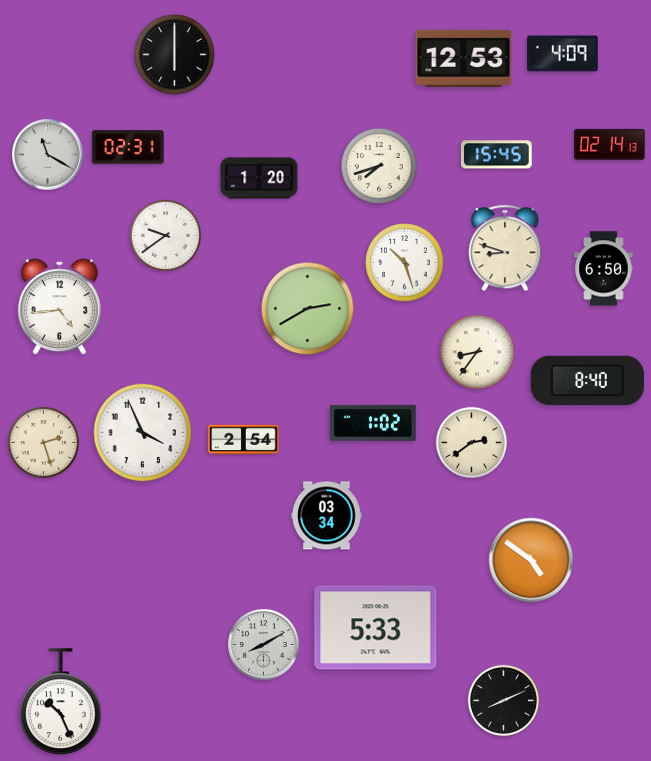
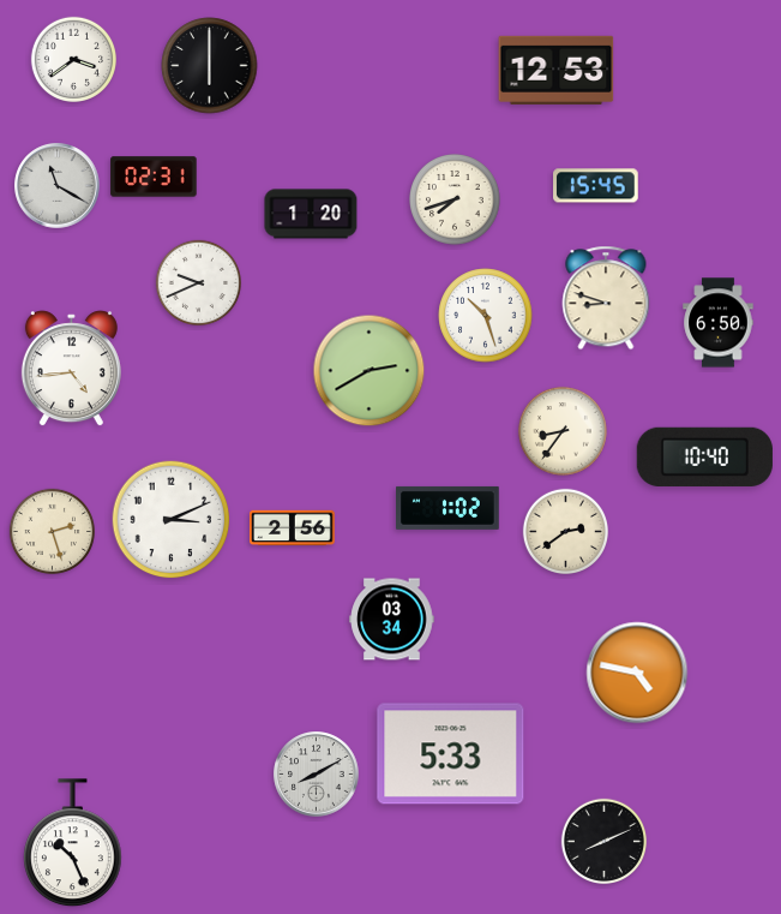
clock at (73, 59): none -> 3:39
clock at (563, 54): 4:09 -> none
clock at (610, 144): 02:14 -> none
clock at (165, 235): 9:39 -> 9:41
clock at (604, 269) position: (604, 269) -> (719, 323)
clock at (477, 352) position: (477, 352) -> (563, 431)
clock at (587, 380): 8:40 -> 10:40
clock at (143, 433): 3:56 -> 3:11
clock at (244, 440): 2:54 -> 2:56
clock at (531, 560): 4:51 -> 4:47
